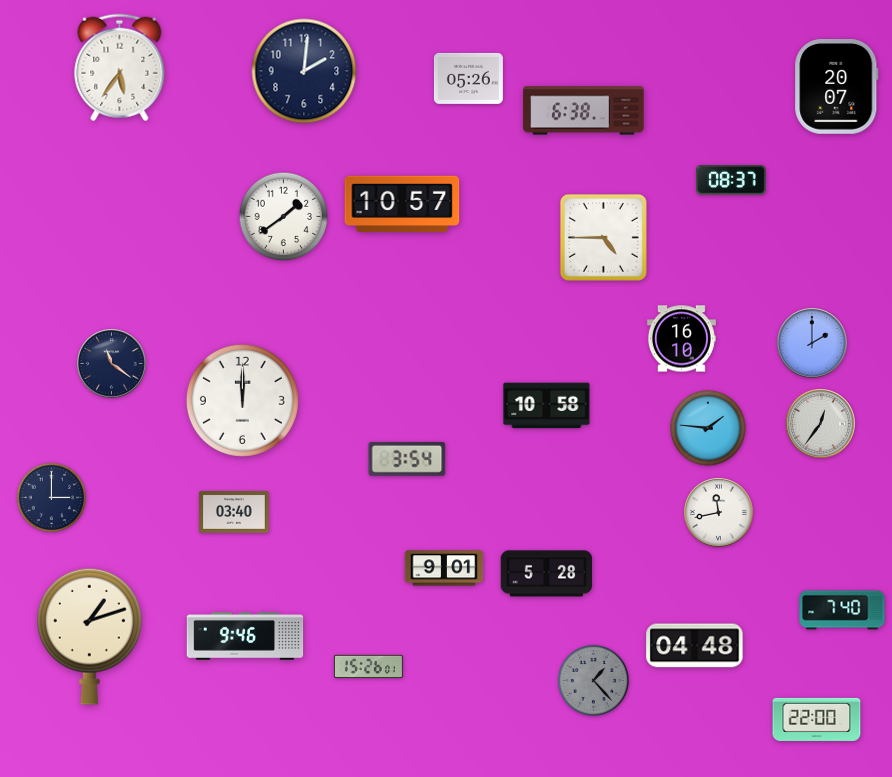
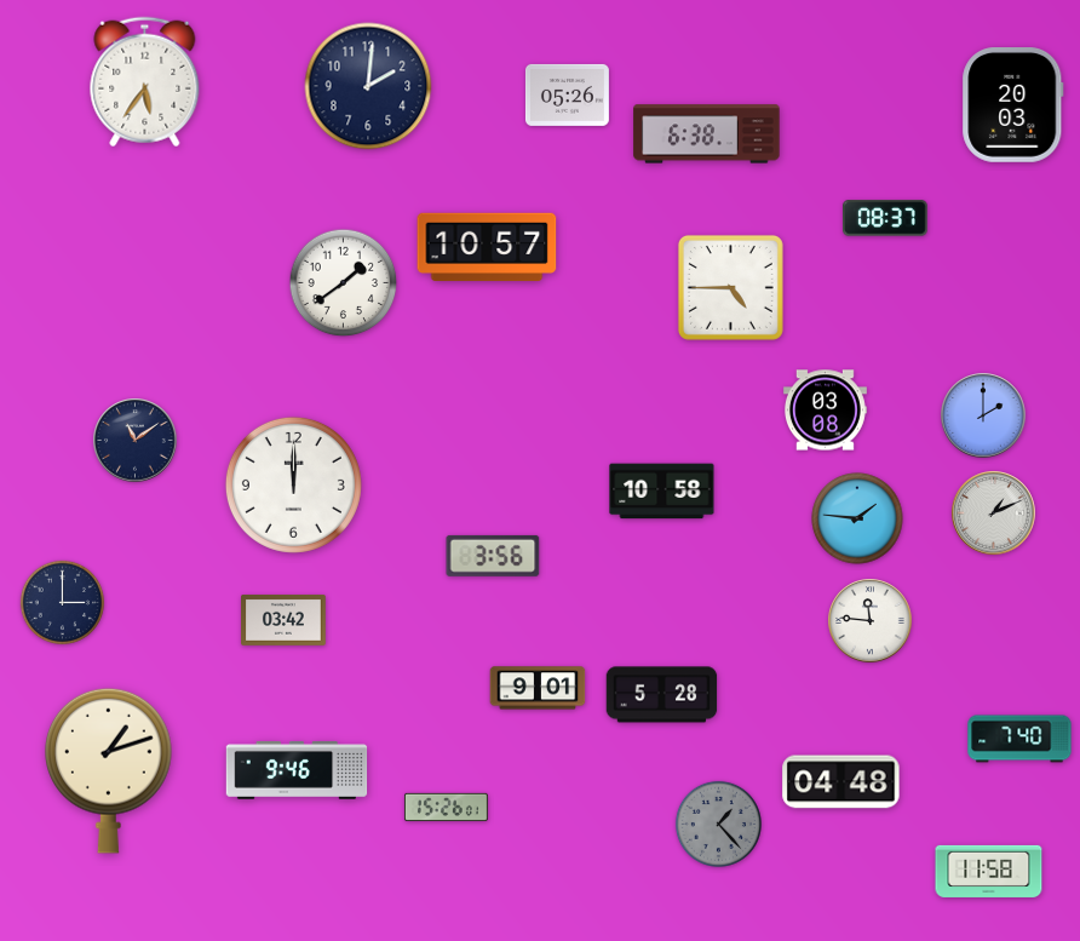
clock at (837, 87): 20:07 -> 20:03
clock at (284, 217) position: (284, 217) -> (344, 283)
clock at (681, 339): 16:10 -> 03:08
clock at (112, 364): 11:21 -> 11:09
clock at (821, 424): 12:36 -> 1:11
clock at (407, 459): 3:54 -> 3:56
clock at (234, 513): 03:40 -> 03:42
clock at (719, 513): 11:43 -> 11:46
clock at (817, 719): 22:00 -> 11:58
